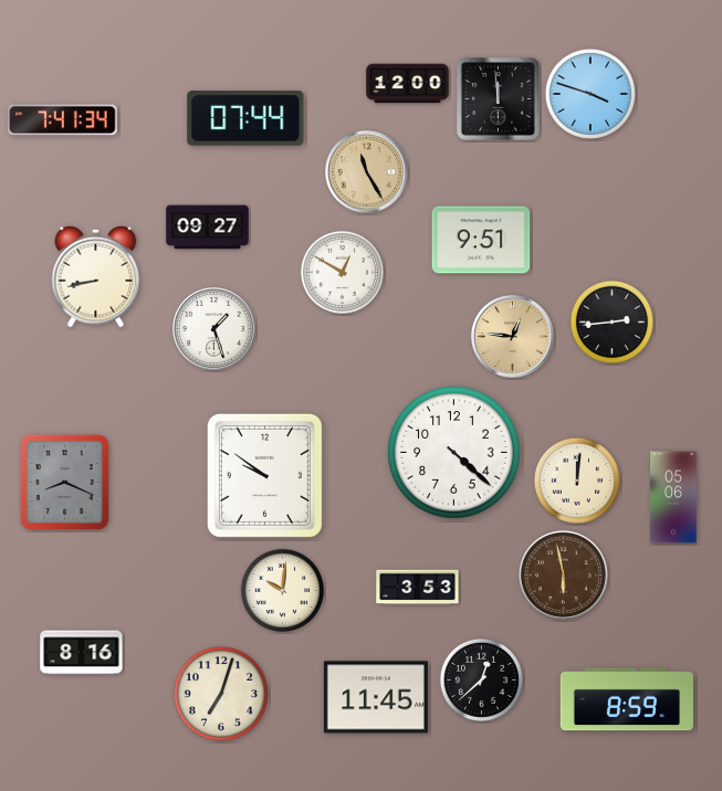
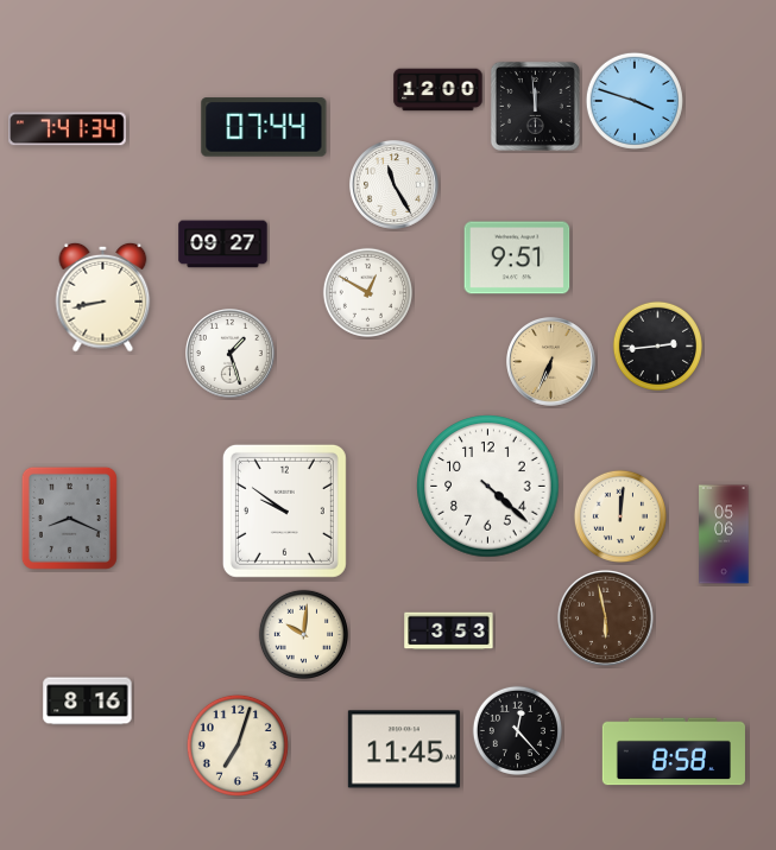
clock at (367, 172) dial: champagne -> white
clock at (513, 337): 12:46 -> 6:34
clock at (481, 679): 12:38 -> 12:23
clock at (627, 699): 8:59 -> 8:58
